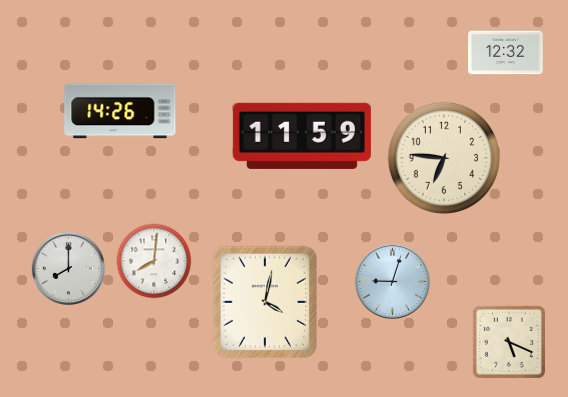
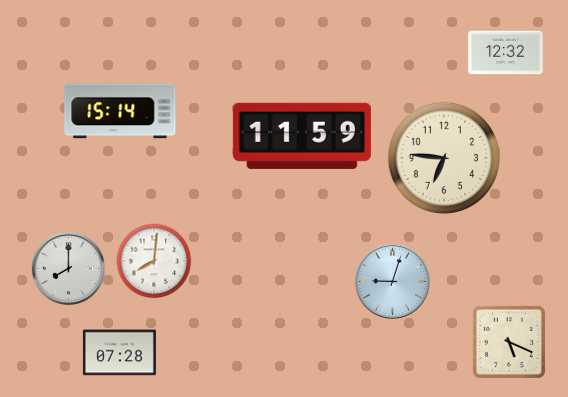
clock at (120, 111): 14:26 -> 15:14
clock at (264, 301): 4:02 -> none
clock at (119, 353): none -> 07:28
